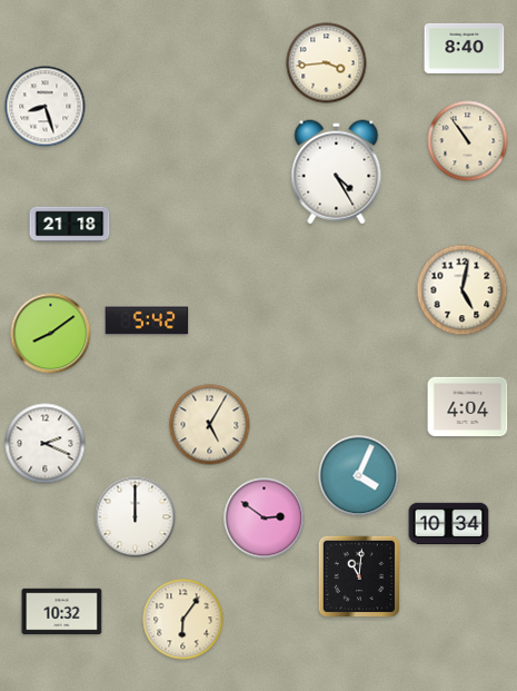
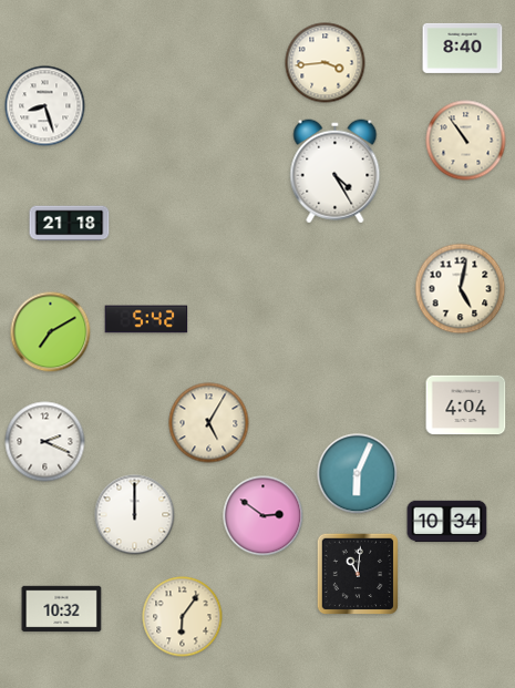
clock at (51, 334): 8:09 -> 7:10
clock at (359, 476): 4:04 -> 6:04
